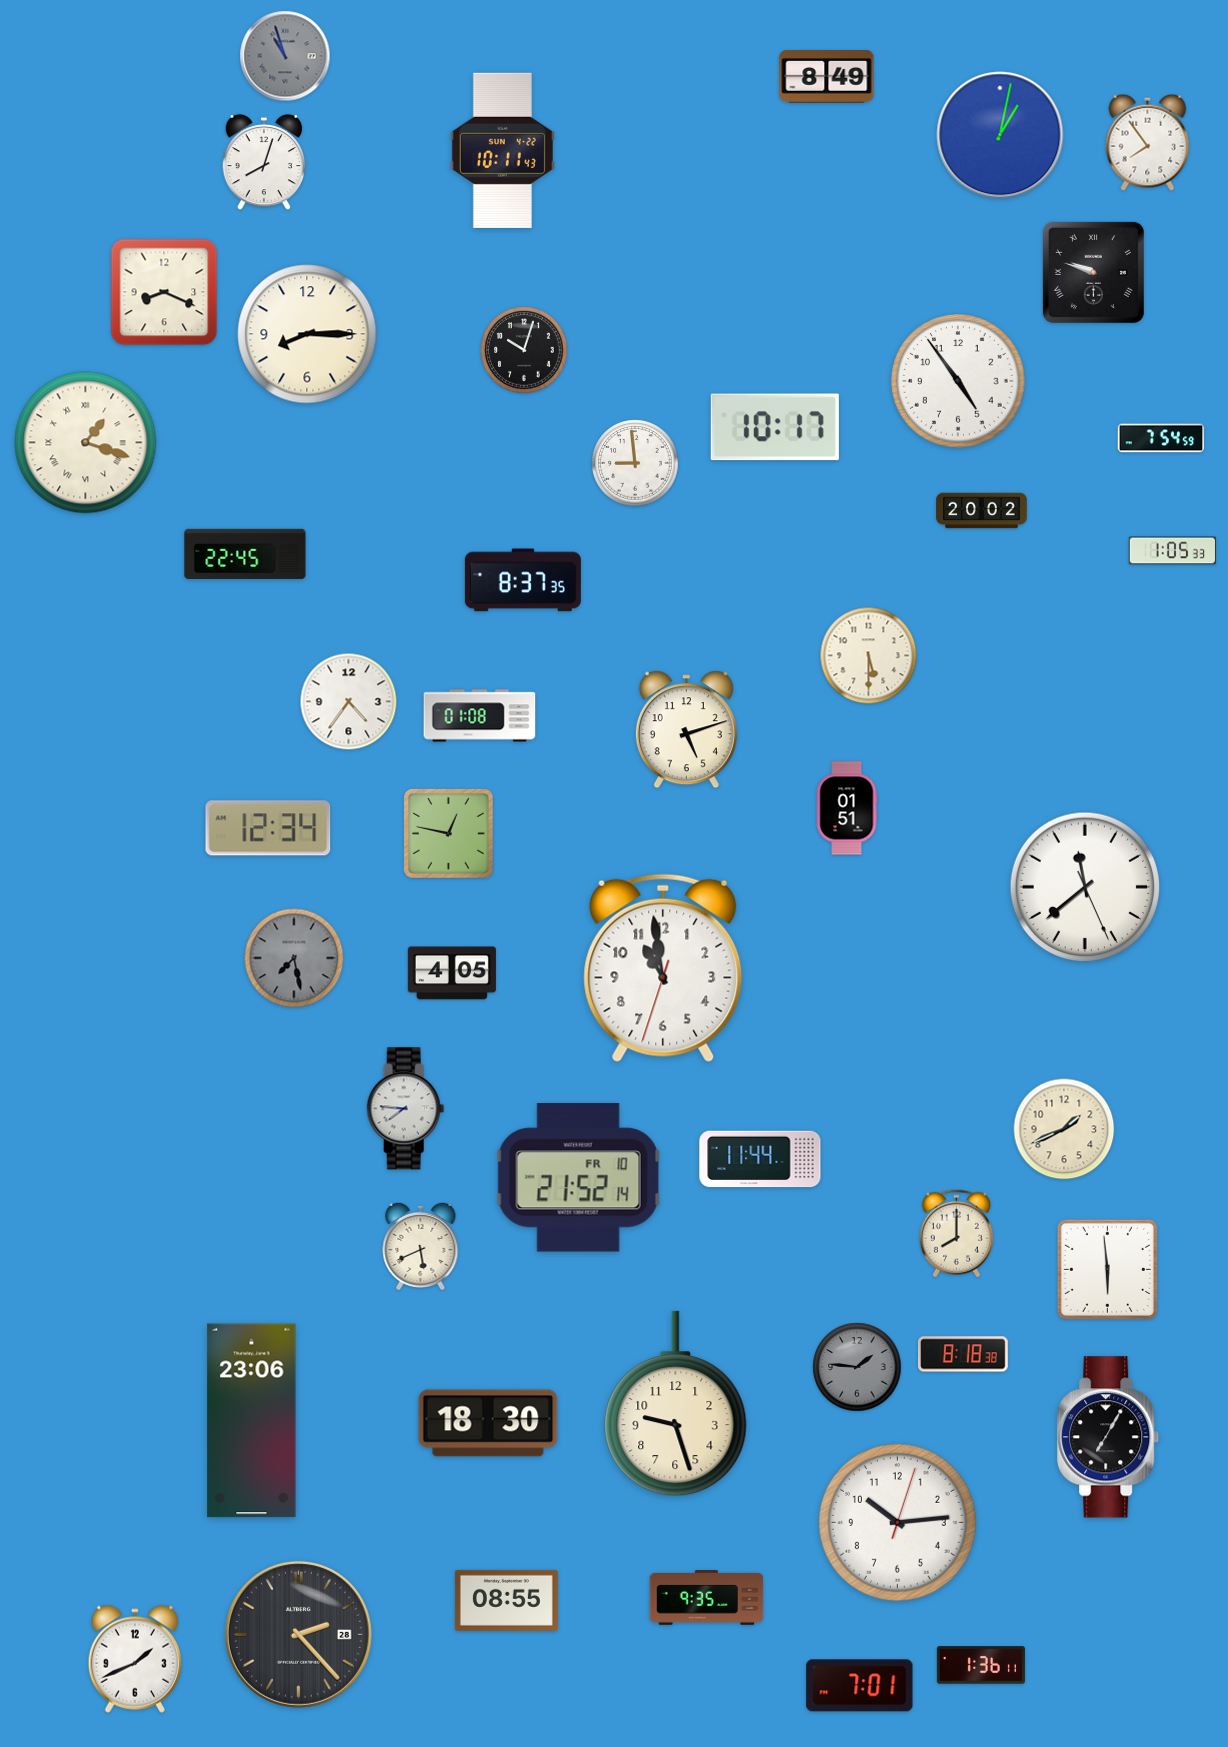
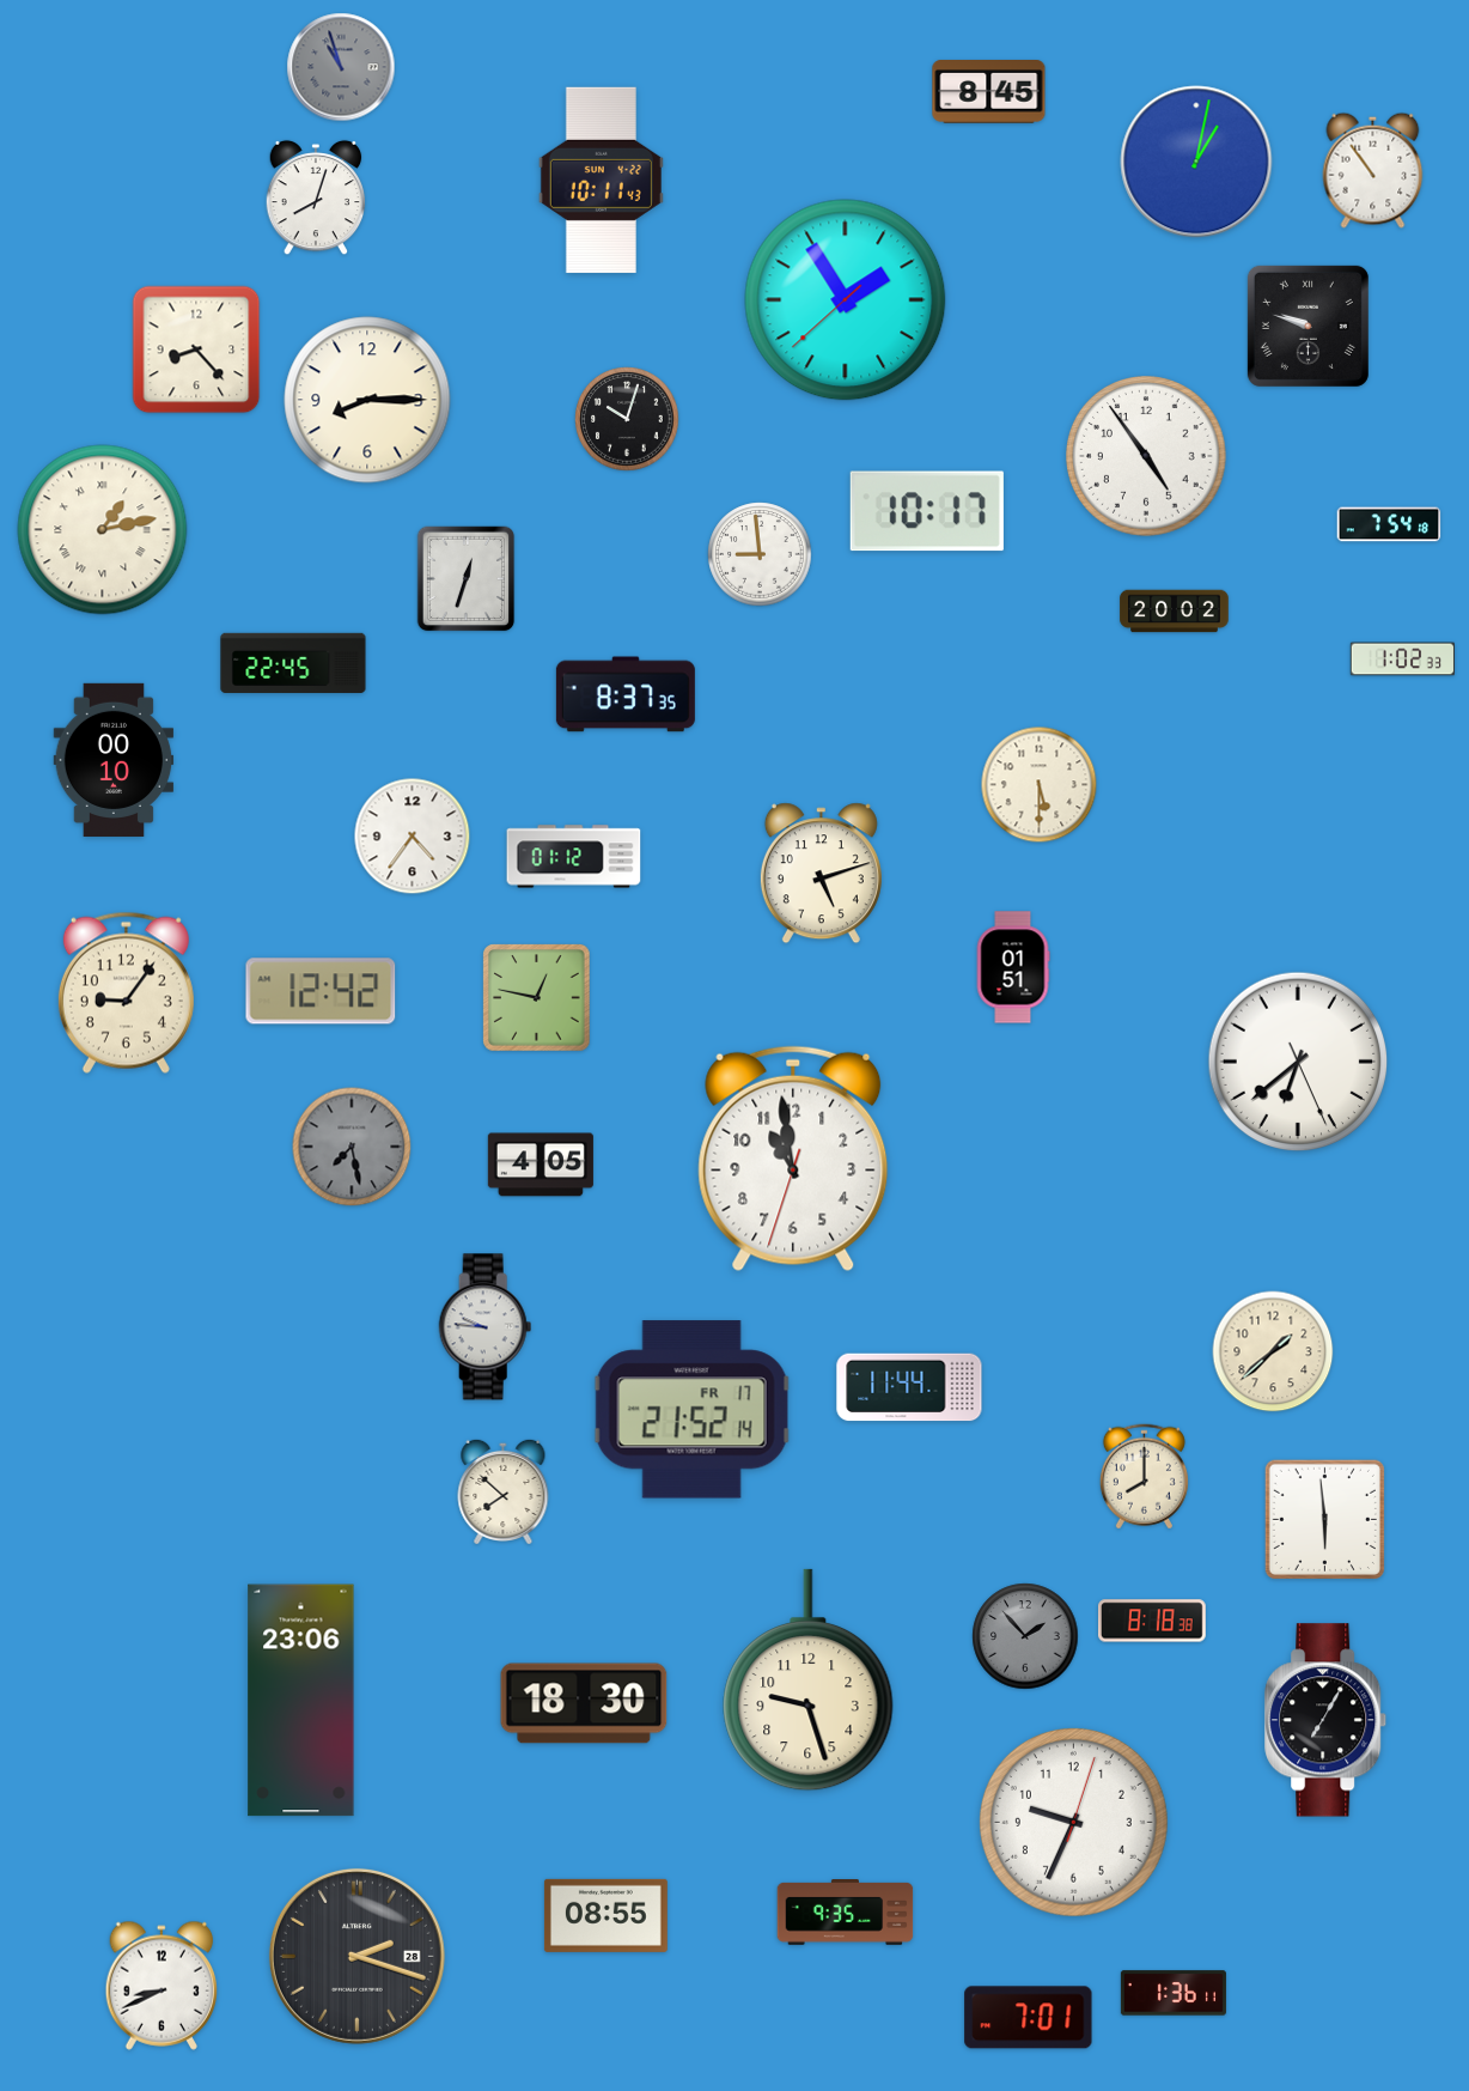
clock at (827, 77): 8:49 -> 8:45
clock at (1148, 142): 7:54 -> 10:54
clock at (264, 162) position: (264, 162) -> (316, 197)
clock at (846, 300): none -> 1:54
clock at (164, 292): 8:19 -> 8:23
clock at (1161, 438): 7:54:59 -> 7:54:18
clock at (86, 443): 1:18 -> 1:13
clock at (467, 579): none -> 12:33
clock at (1172, 551): 1:05 -> 1:02
clock at (114, 760): none -> 00:10
clock at (349, 702) position: (349, 702) -> (413, 837)
clock at (480, 716): 01:08 -> 01:12
clock at (268, 828): 12:34 -> 12:42
clock at (126, 992): none -> 9:06
clock at (1085, 887): 11:38 -> 6:38
clock at (406, 1109): 7:46 -> 9:46
clock at (1064, 1129): 1:41 -> 1:38
clock at (578, 1178) date: FR 10 -> FR 17
clock at (421, 1245): 5:41 -> 7:52
clock at (857, 1367): 1:46 -> 1:53
clock at (897, 1522): 10:14 -> 9:34
clock at (298, 1634): 2:23 -> 2:18
clock at (134, 1659): 1:41 -> 8:41
